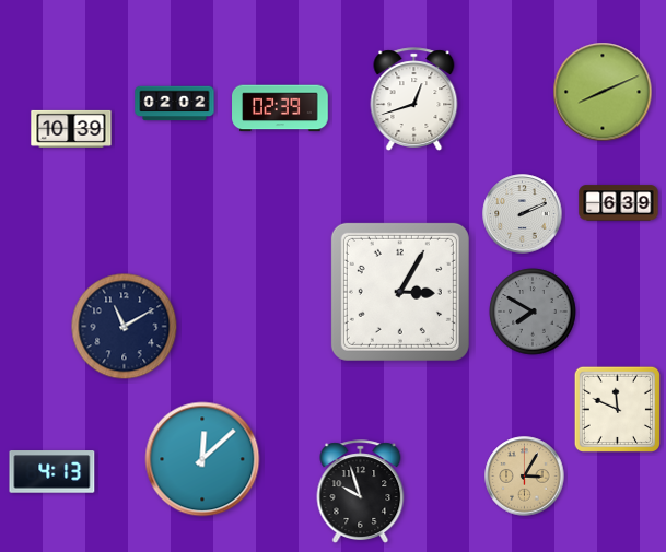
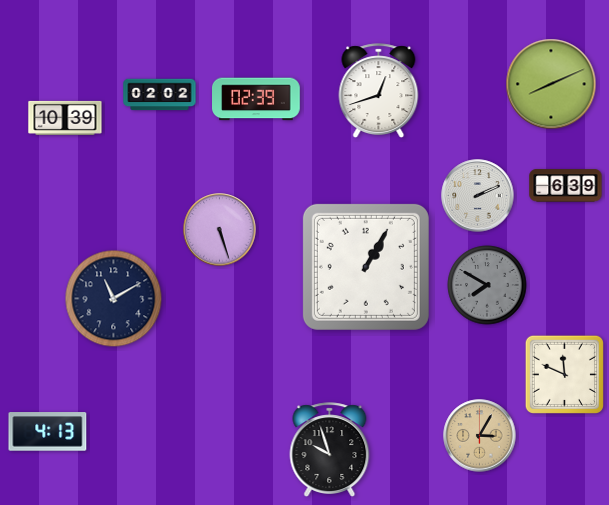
clock at (220, 230): none -> 5:27
clock at (400, 292): 3:05 -> 1:05
clock at (202, 459): 12:08 -> none
